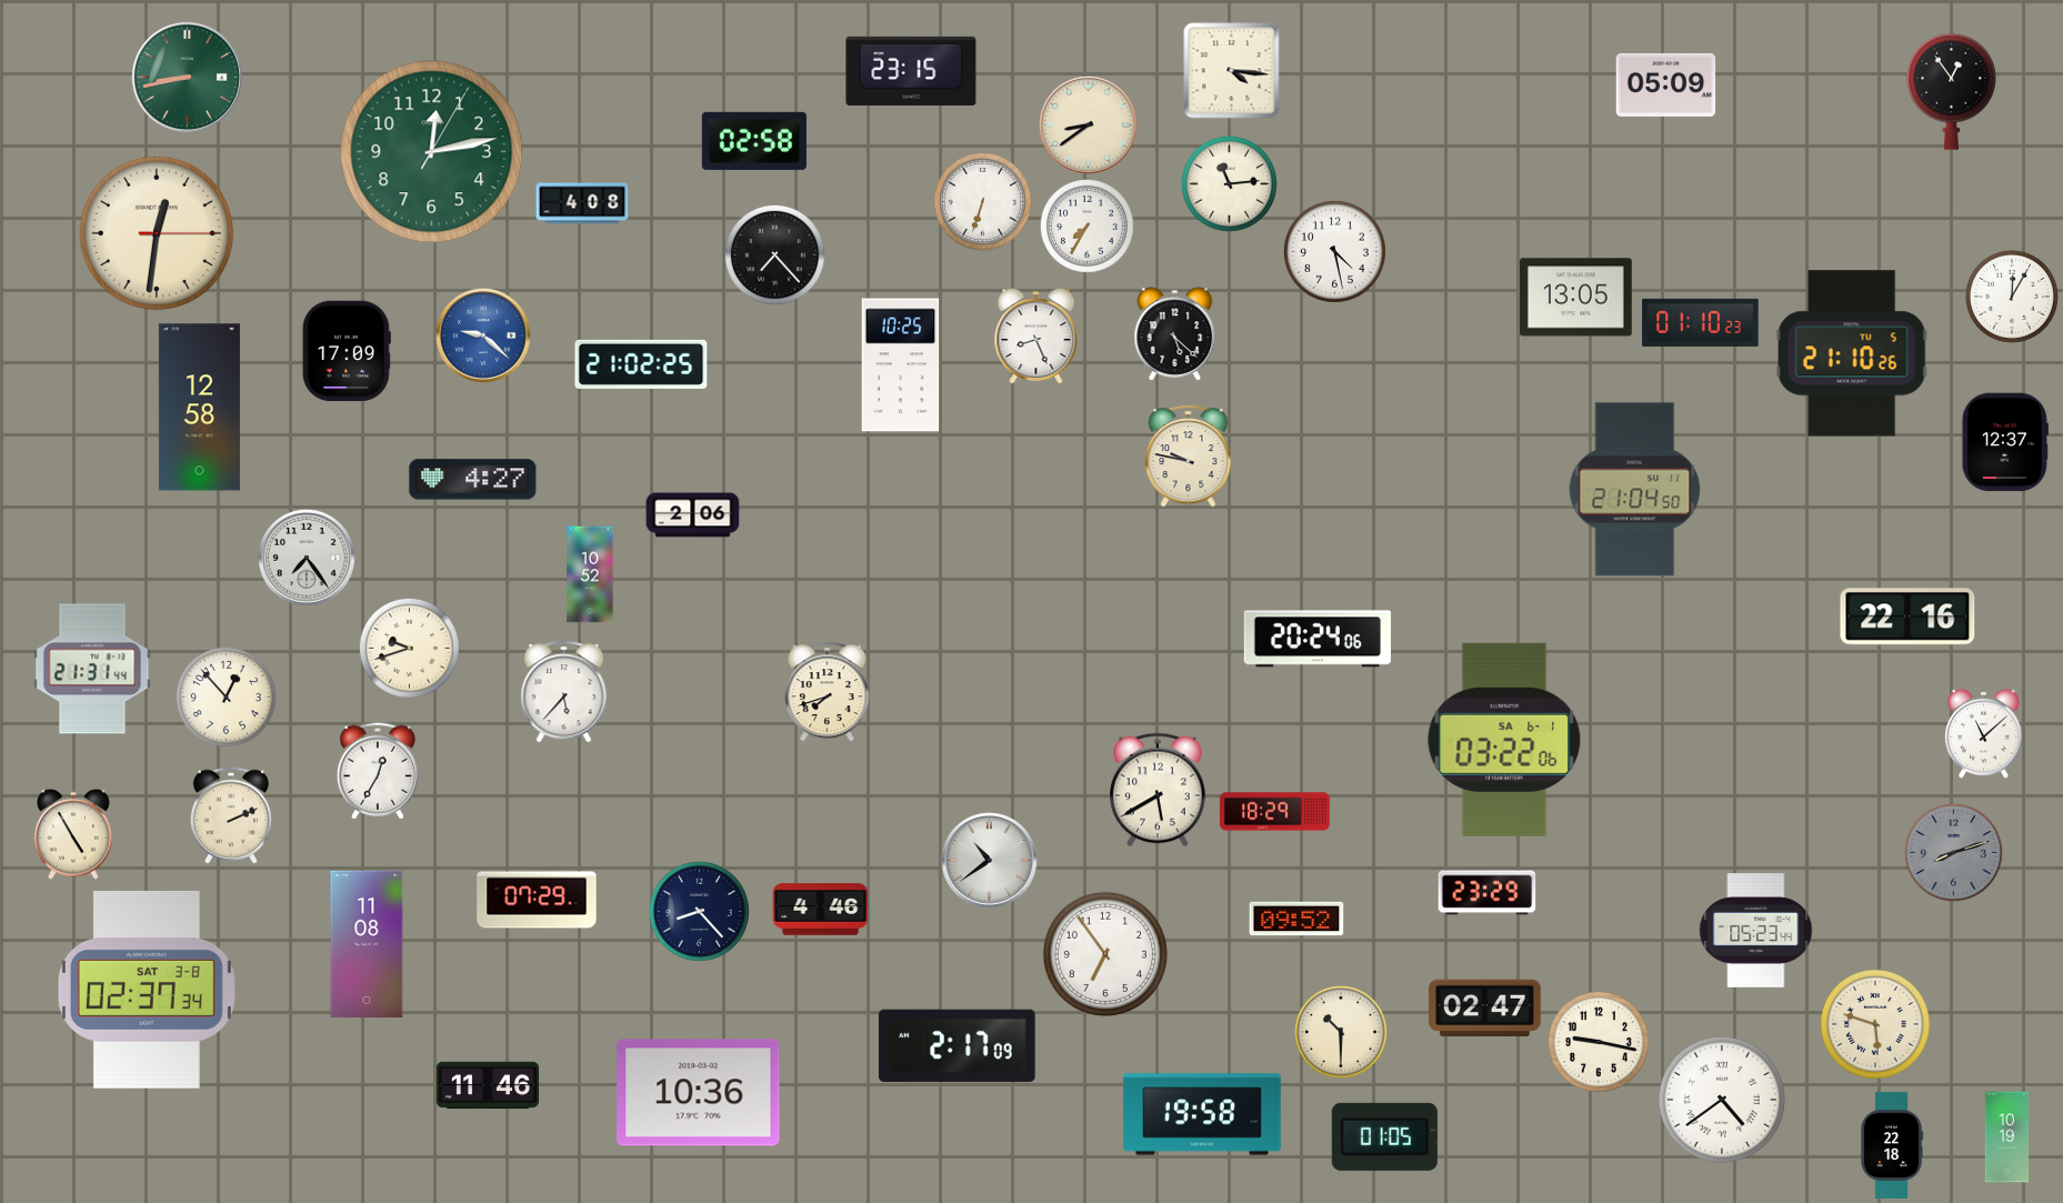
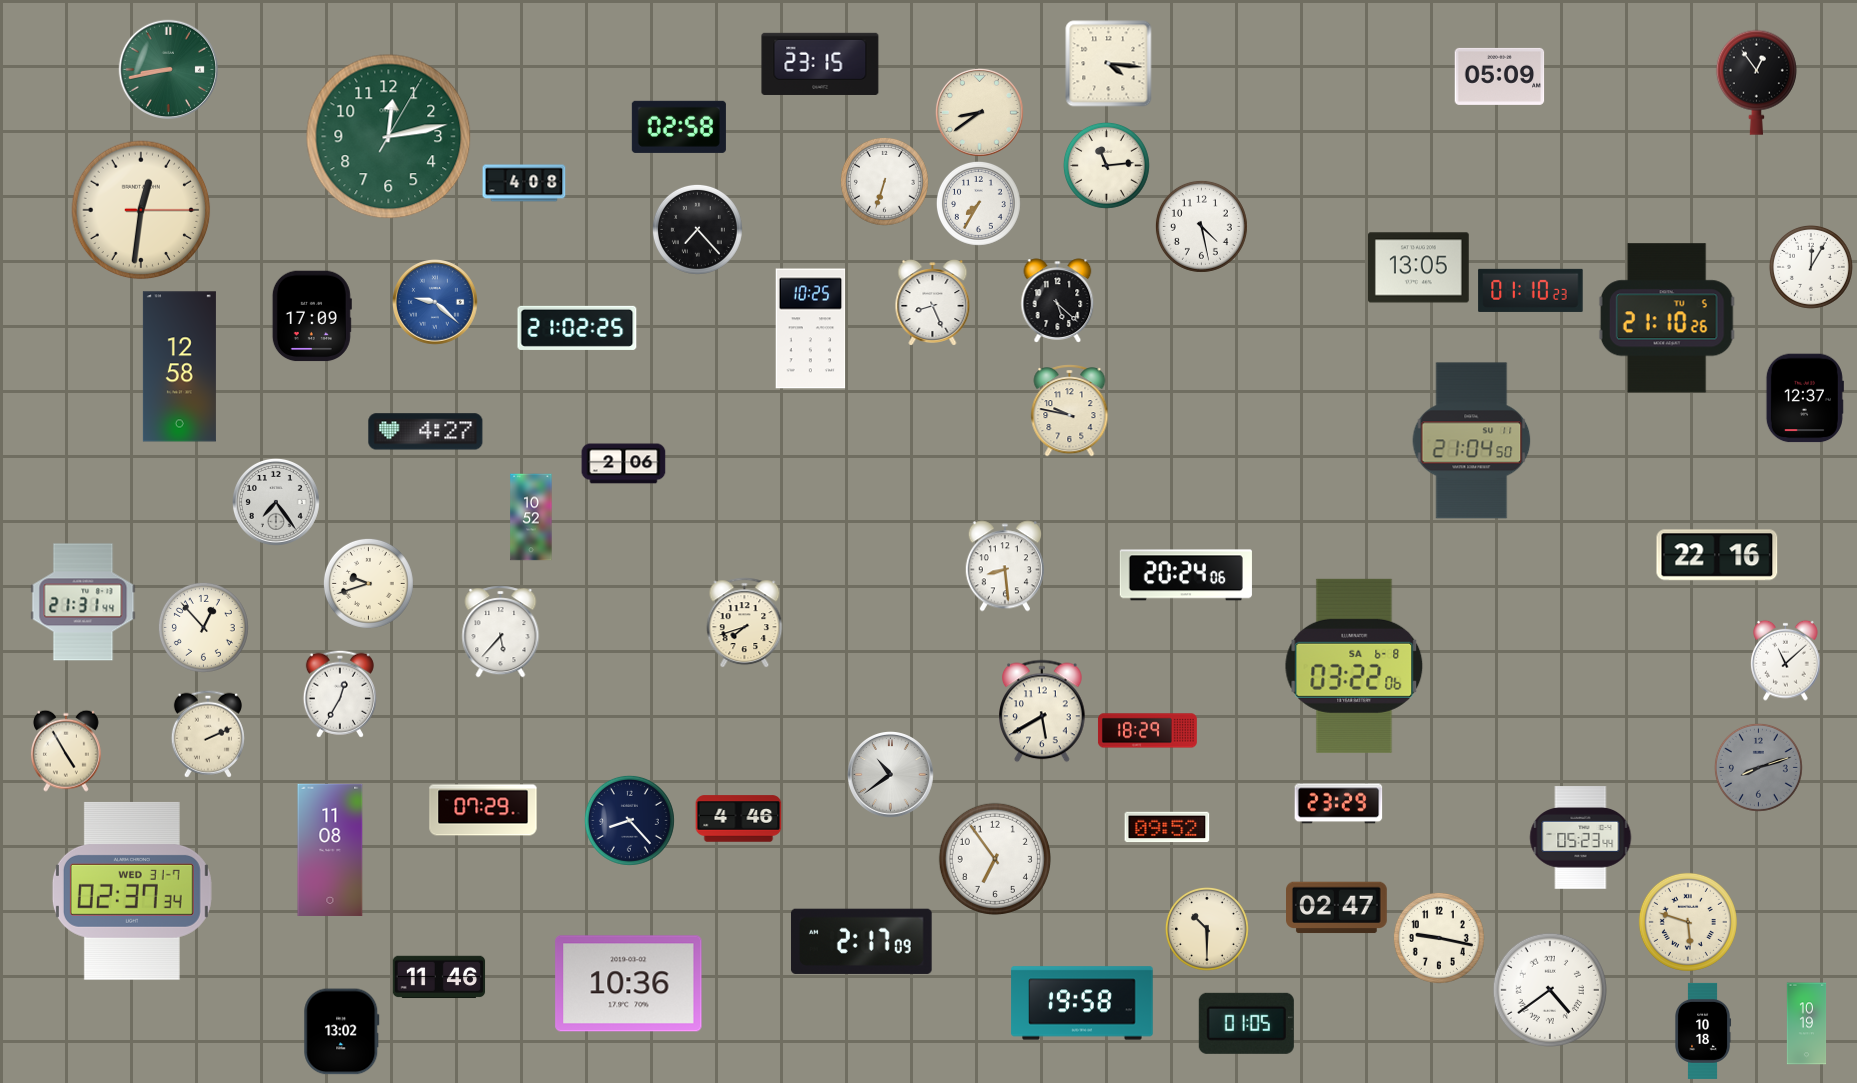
clock at (1005, 566): none -> 8:29
clock at (564, 692) position: (564, 692) -> (501, 632)
clock at (1504, 740) date: SA 6-1 -> SA 6-8
clock at (147, 990) date: SAT 3-8 -> WED 31-7
clock at (1893, 1145): 22:18 -> 10:18
clock at (342, 1032): none -> 13:02
